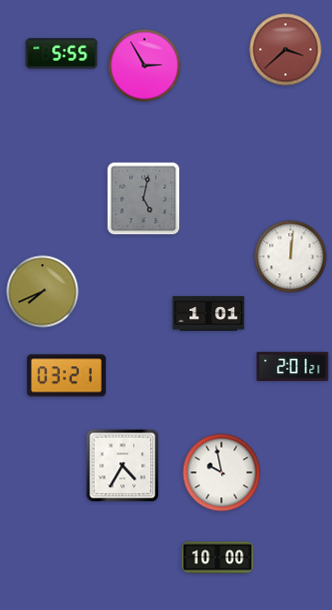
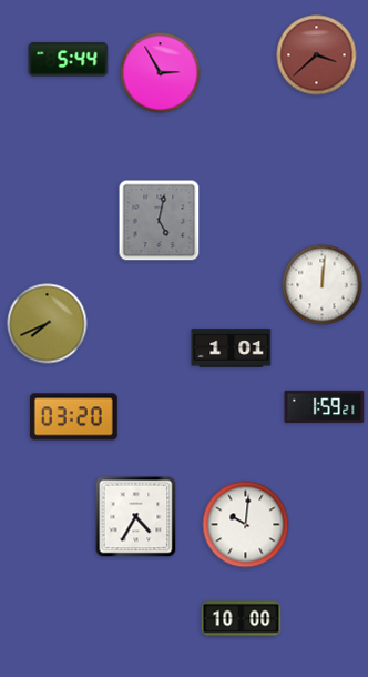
clock at (62, 54): 5:55 -> 5:44
clock at (293, 367): 2:01 -> 1:59
clock at (66, 376): 03:21 -> 03:20
clock at (222, 473): 9:58 -> 10:01
